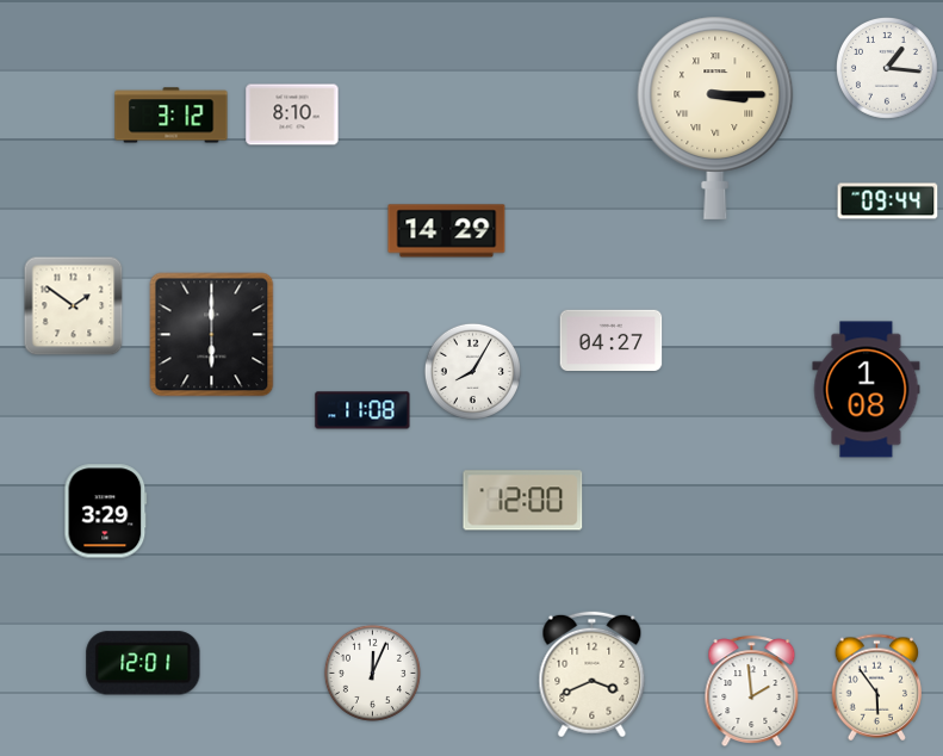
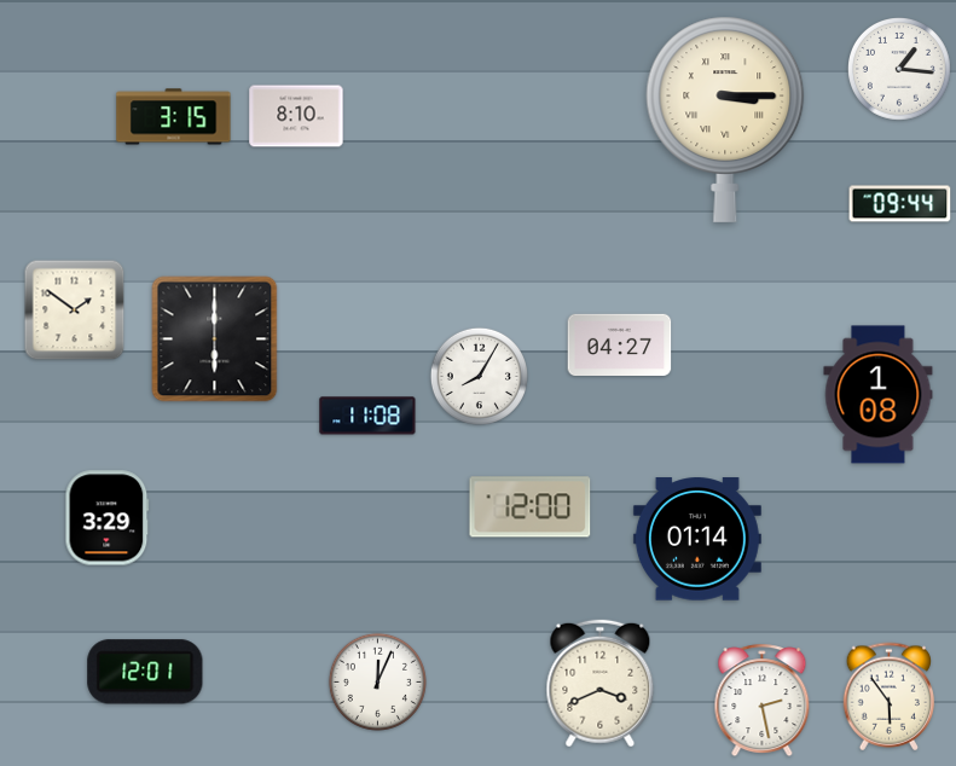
clock at (172, 116): 3:12 -> 3:15
clock at (447, 231): 14:29 -> none
clock at (697, 539): none -> 01:14
clock at (752, 692): 1:59 -> 2:28
